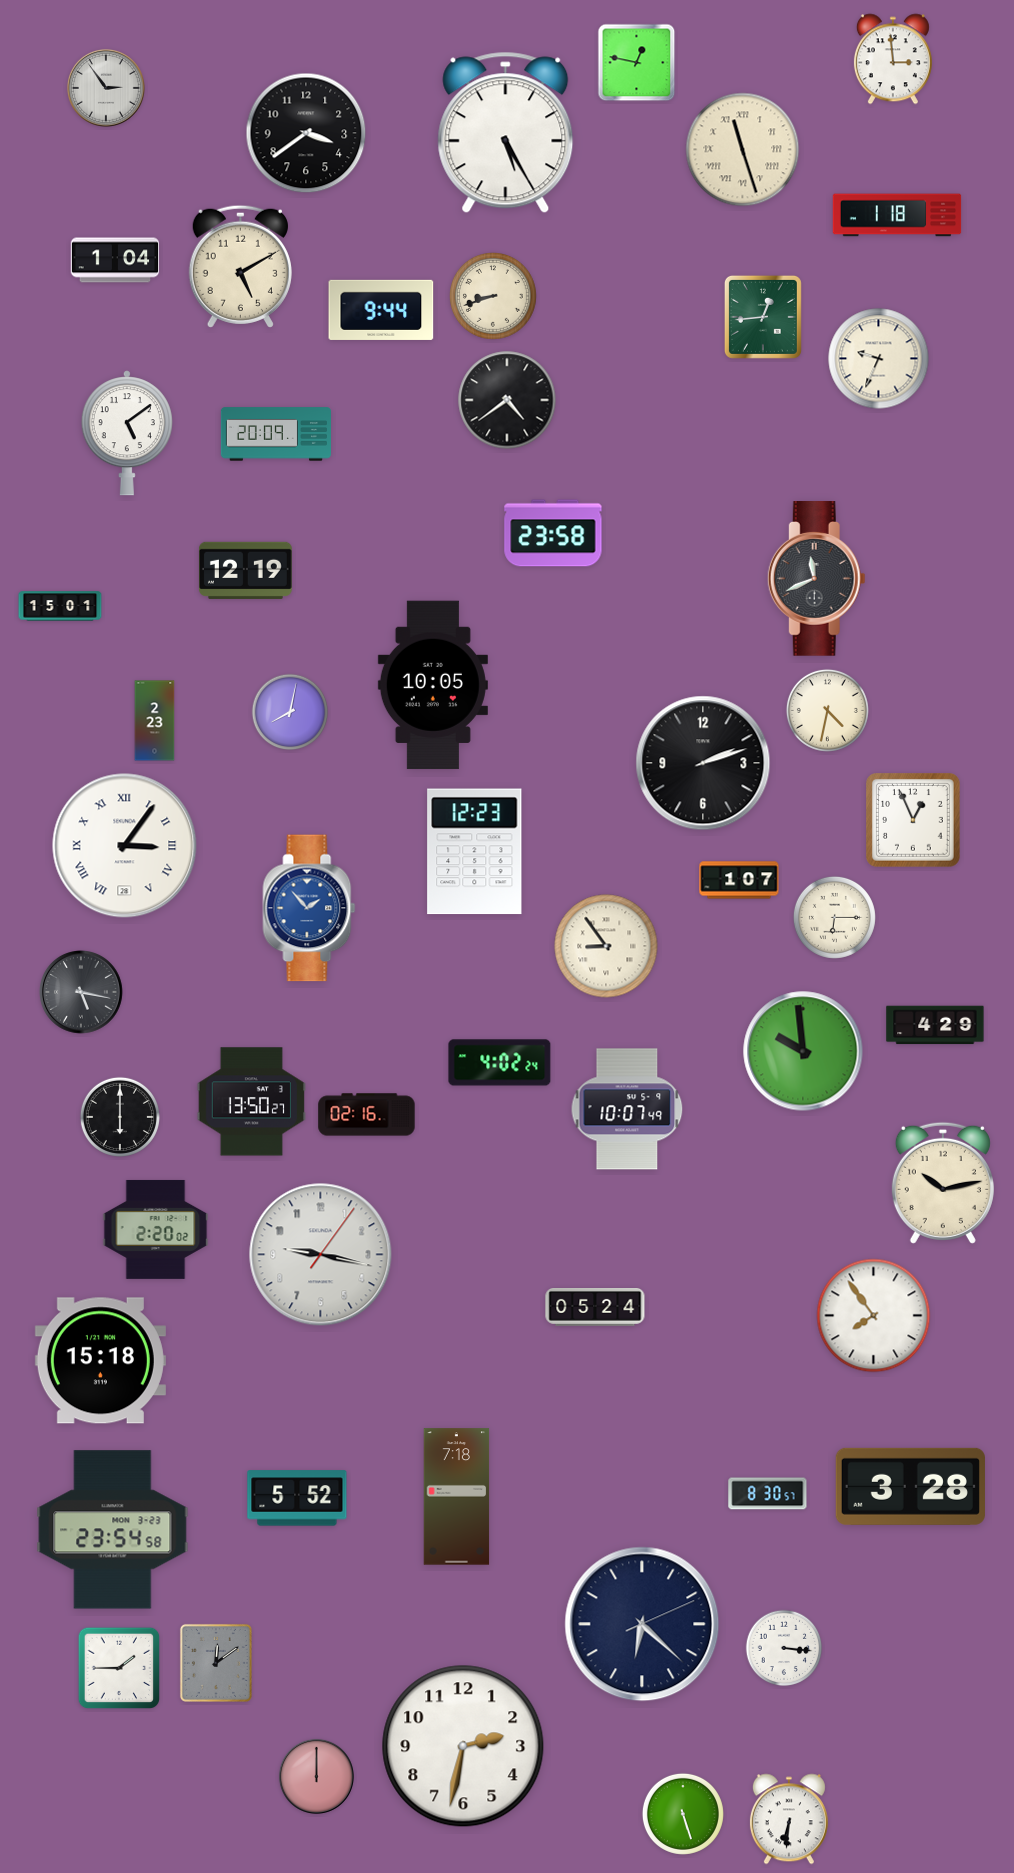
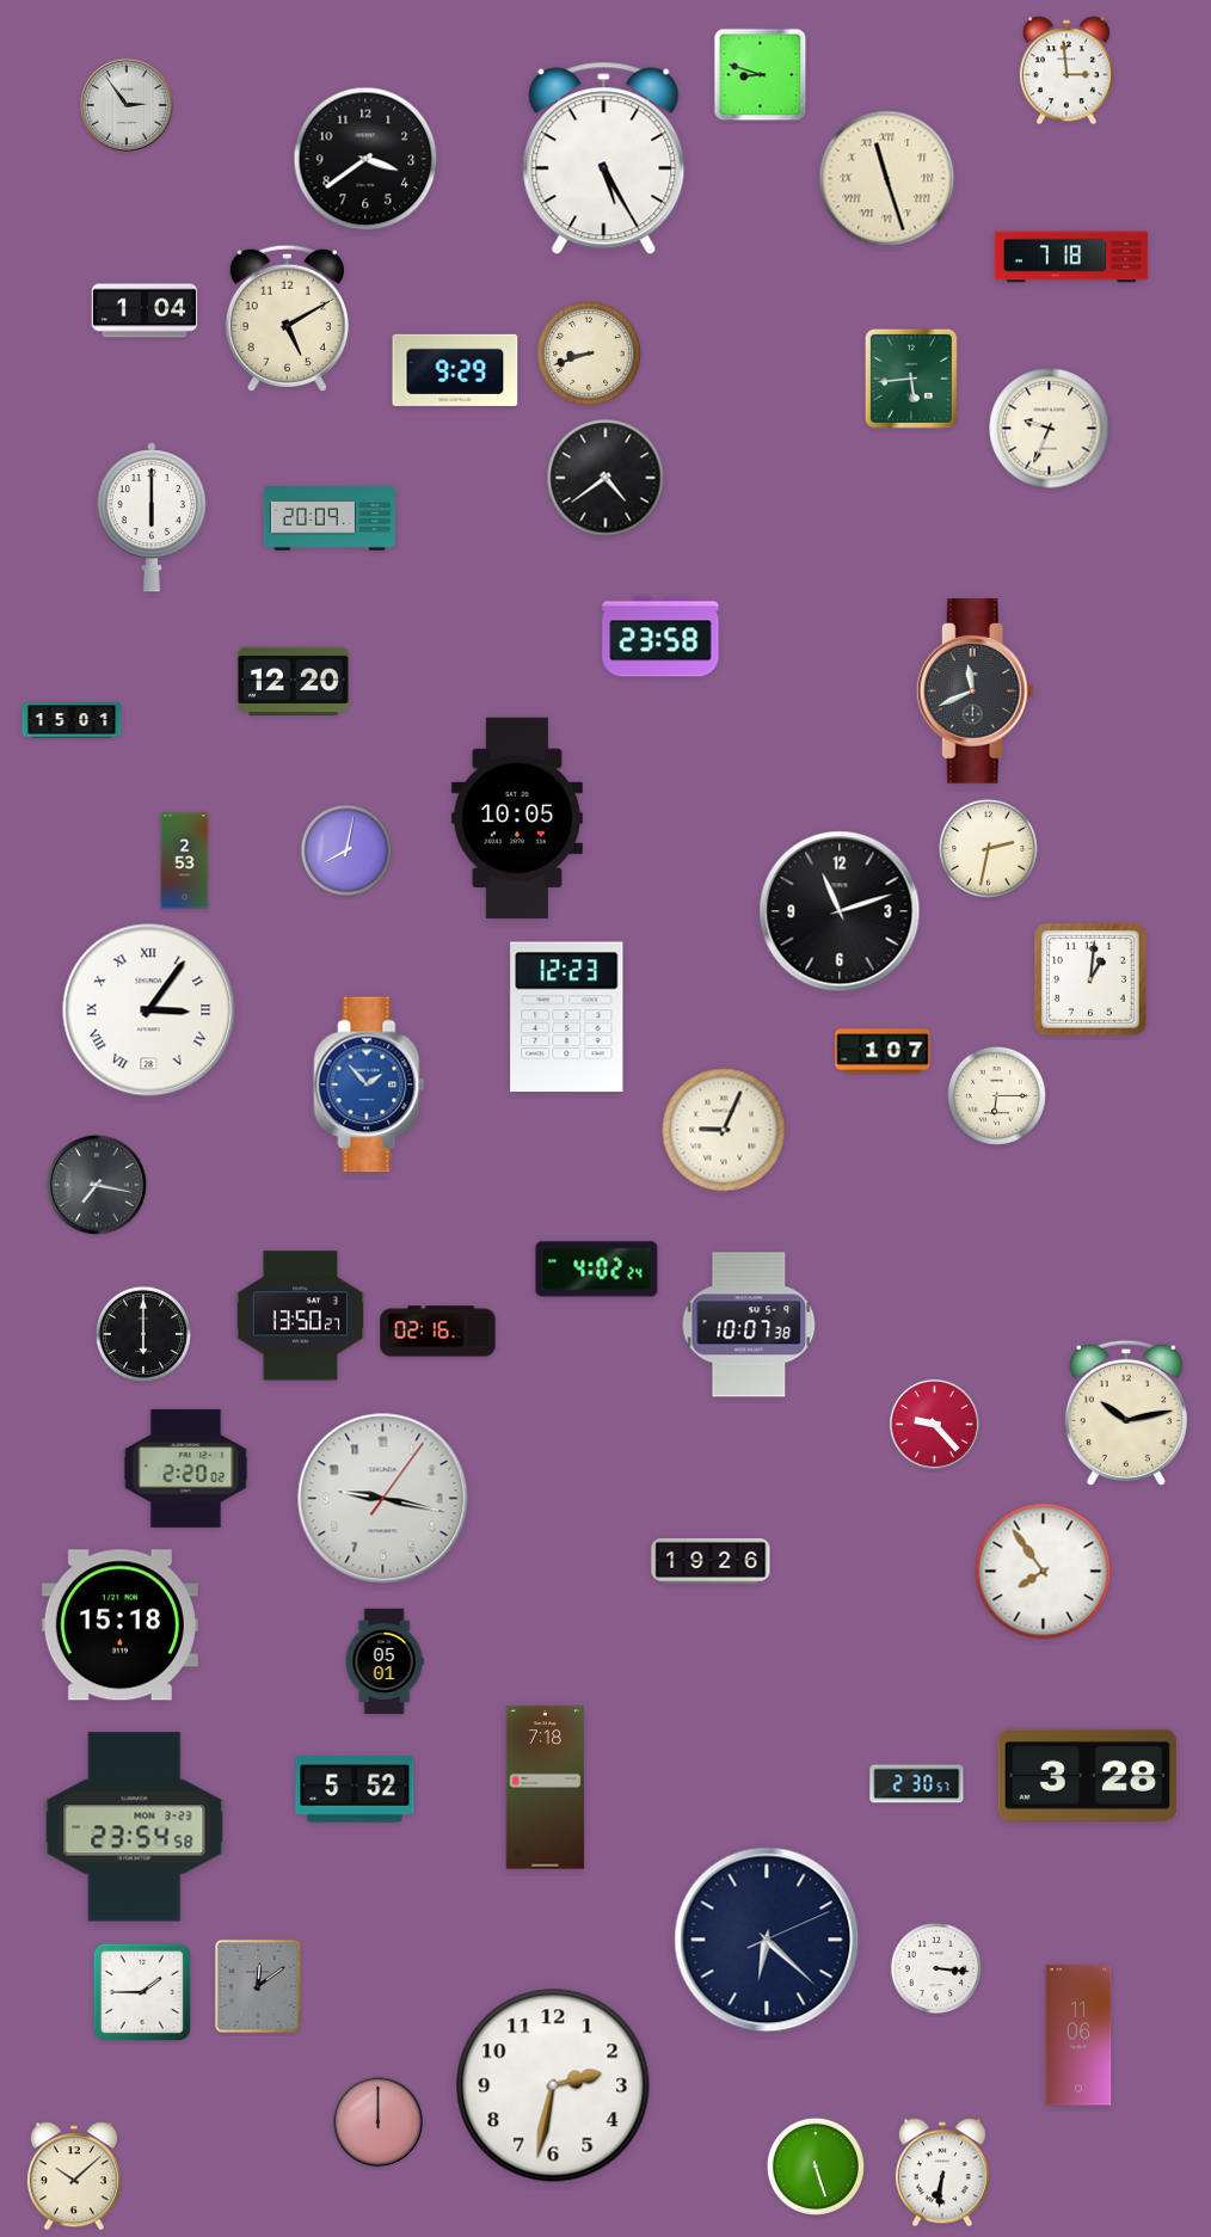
clock at (637, 63): 12:47 -> 8:48
clock at (897, 215): 1:18 -> 7:18
clock at (115, 260) position: (115, 260) -> (145, 311)
clock at (381, 310): 9:44 -> 9:29
clock at (763, 317): 12:44 -> 5:44
clock at (127, 433): 5:09 -> 6:00
clock at (245, 570): 12:19 -> 12:20
clock at (60, 606) position: (60, 606) -> (72, 720)
clock at (827, 710): 4:32 -> 2:32
clock at (155, 721): 2:23 -> 2:53
clock at (703, 763): 2:12 -> 11:12
clock at (914, 821): 12:56 -> 1:01
clock at (606, 946): 8:54 -> 9:04
clock at (82, 993): 5:17 -> 7:17
clock at (935, 1025): 4:29 -> none
clock at (803, 1051): 9:59 -> none
clock at (627, 1109): 10:07:49 -> 10:07:38
clock at (934, 1424): none -> 9:23
clock at (595, 1308): 05:24 -> 19:26
clock at (385, 1661): none -> 05:01
clock at (768, 1494): 8:30 -> 2:30
clock at (1078, 2035): none -> 11:06
clock at (74, 2176): none -> 10:08
